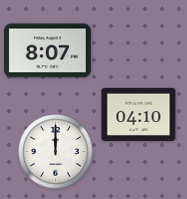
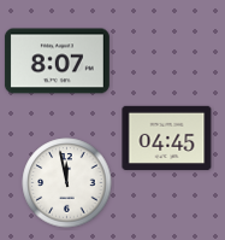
clock at (139, 114): 04:10 -> 04:45
clock at (56, 152): 12:00 -> 11:58
